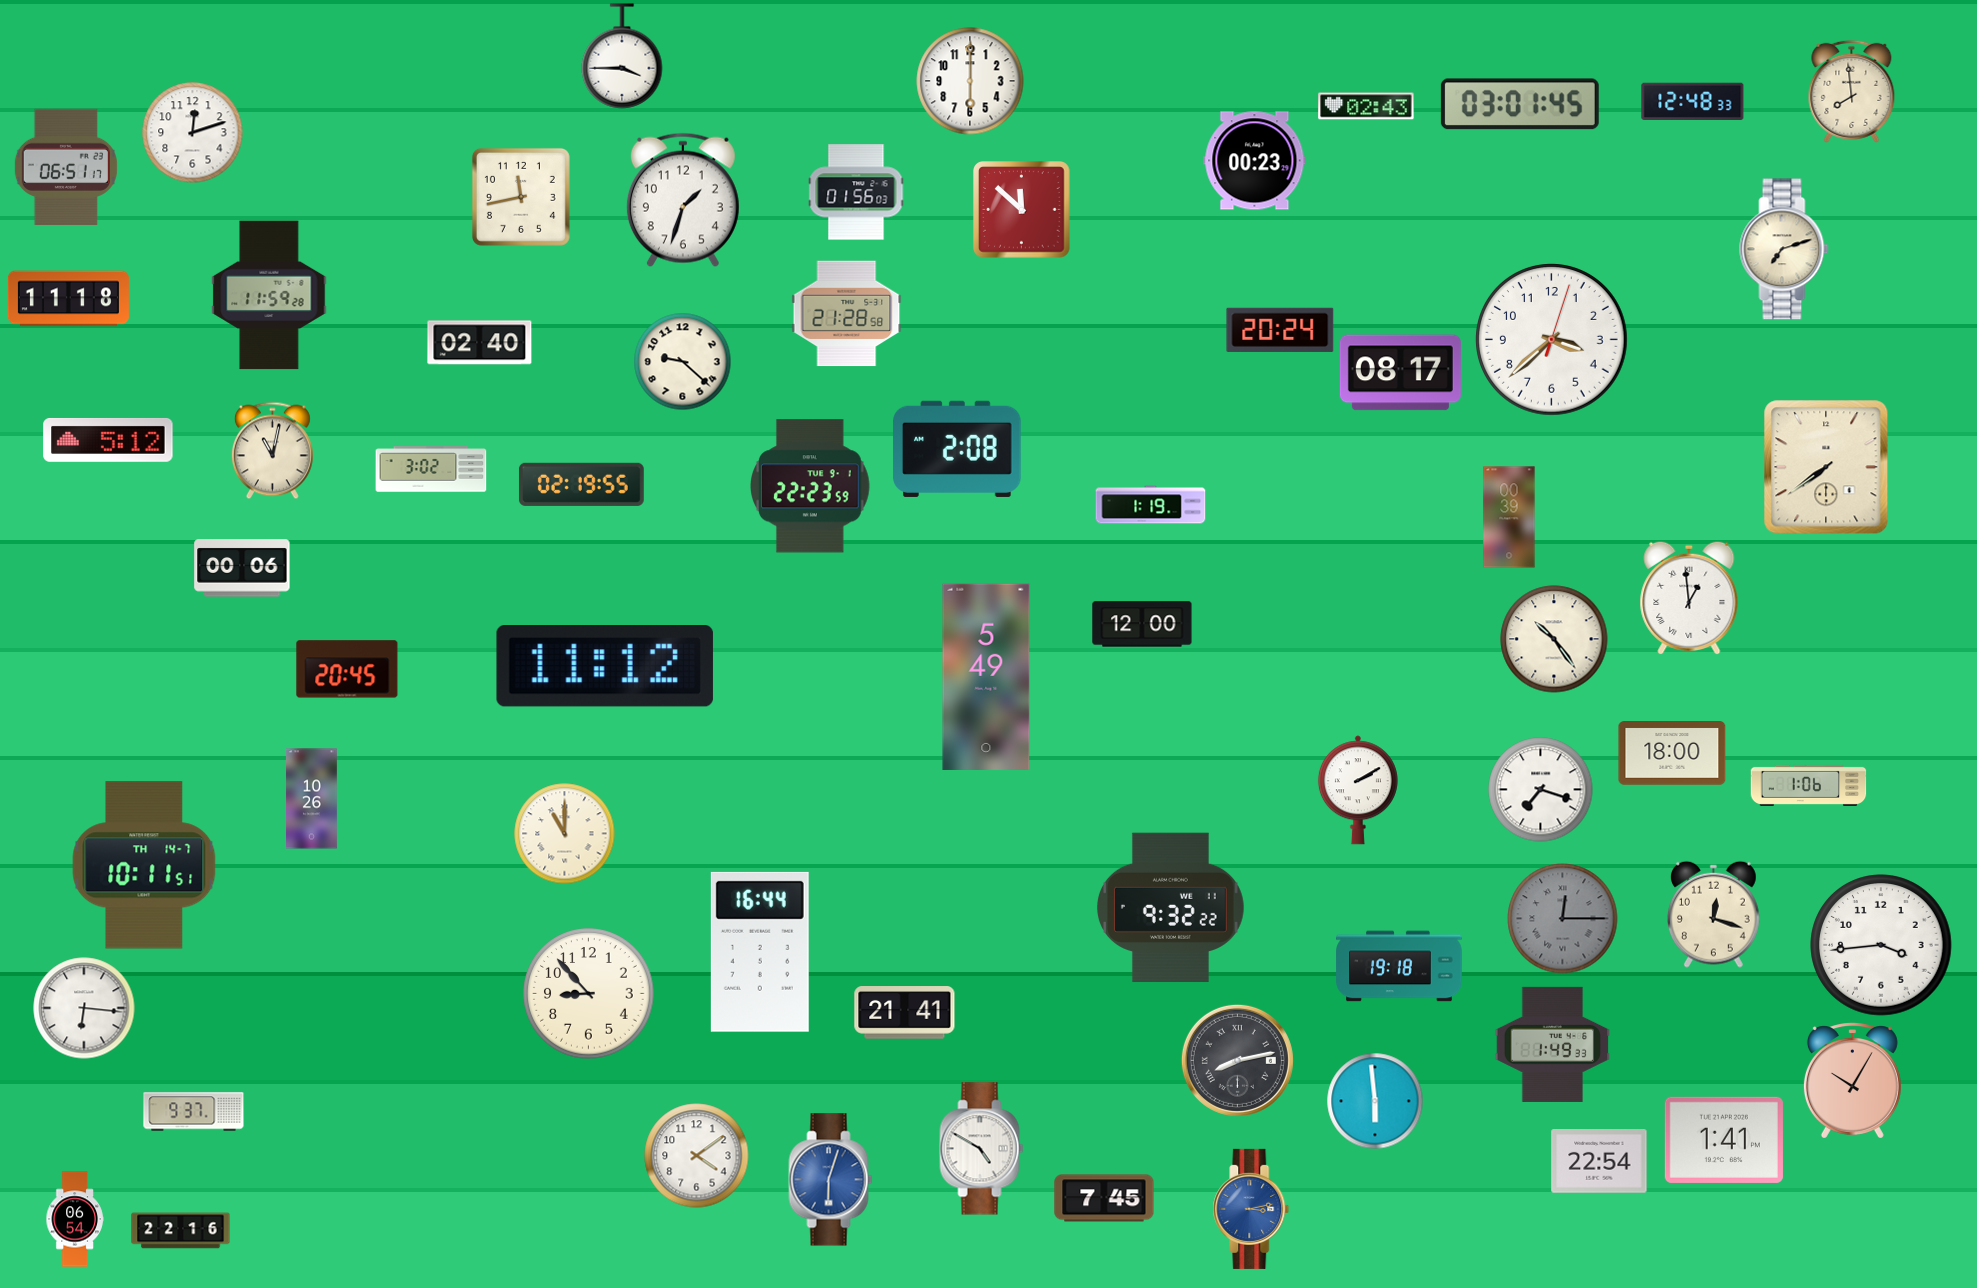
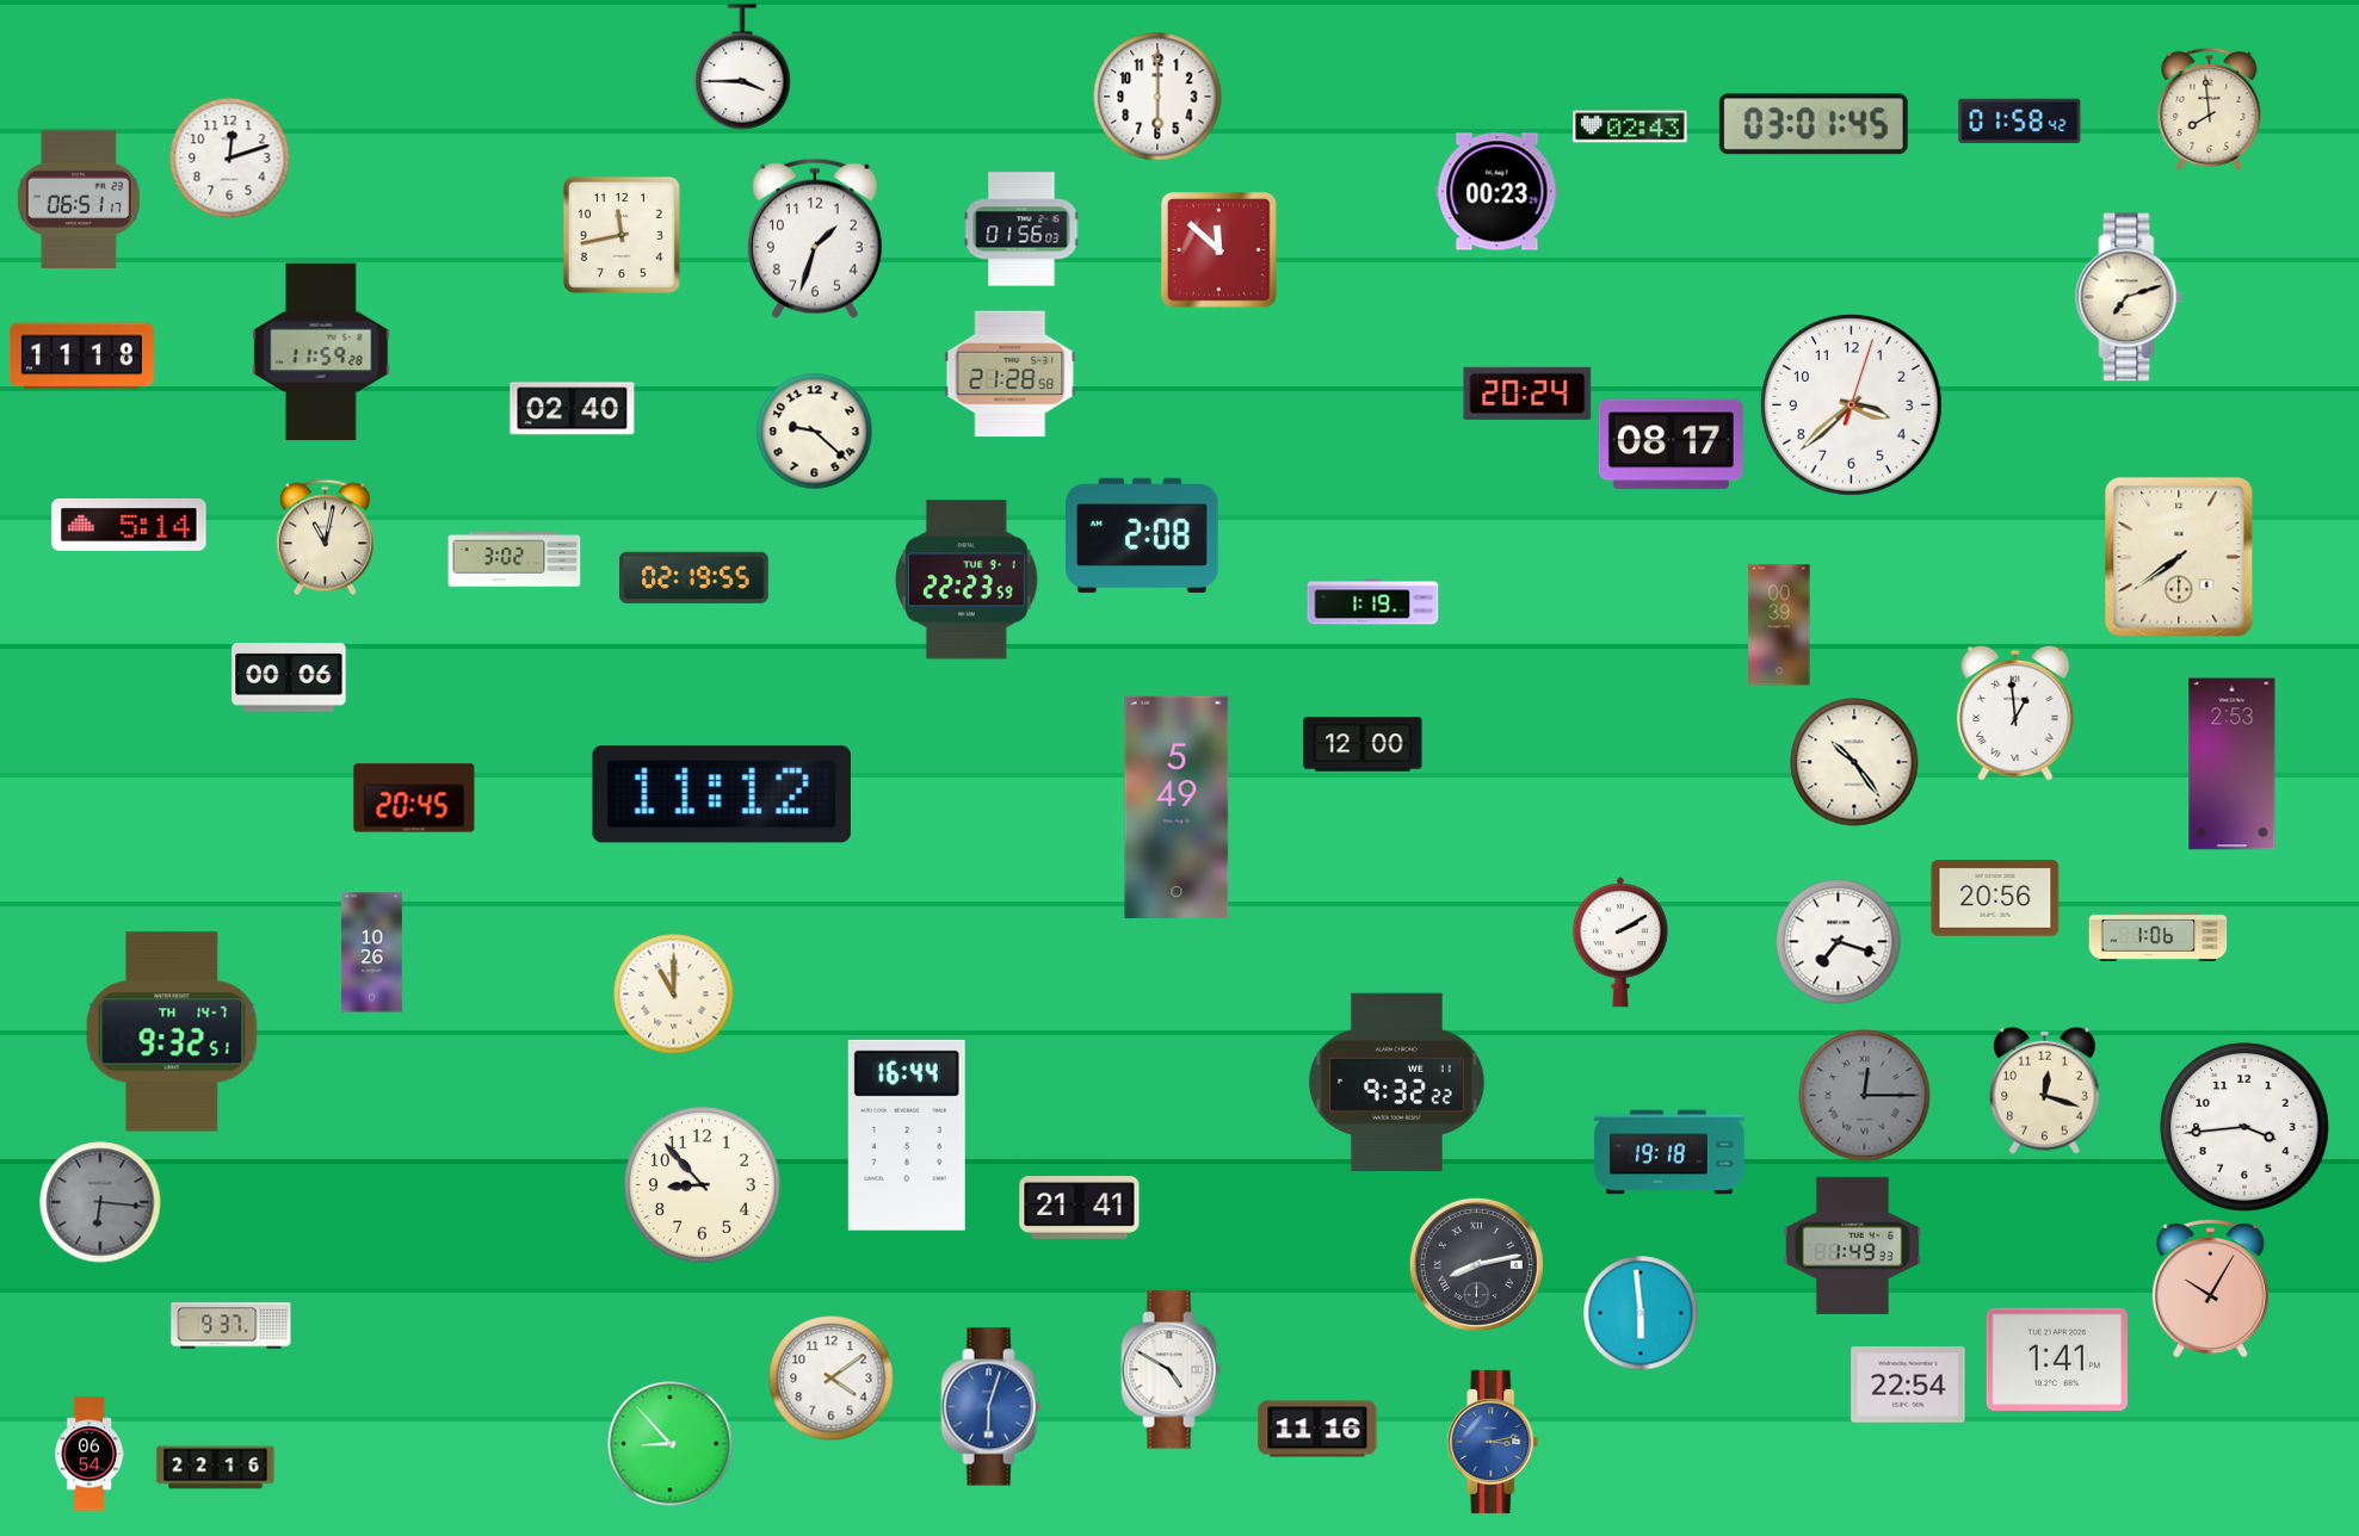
clock at (1693, 101): 12:48 -> 01:58
clock at (108, 440): 5:12 -> 5:14
clock at (1509, 517) position: (1509, 517) -> (1779, 625)
clock at (2233, 764): none -> 2:53
clock at (1672, 753): 18:00 -> 20:56
clock at (144, 865): 10:11 -> 9:32
clock at (84, 1008) dial: white -> grey
clock at (1104, 1198): 7:45 -> 11:16
clock at (671, 1444): none -> 8:53
